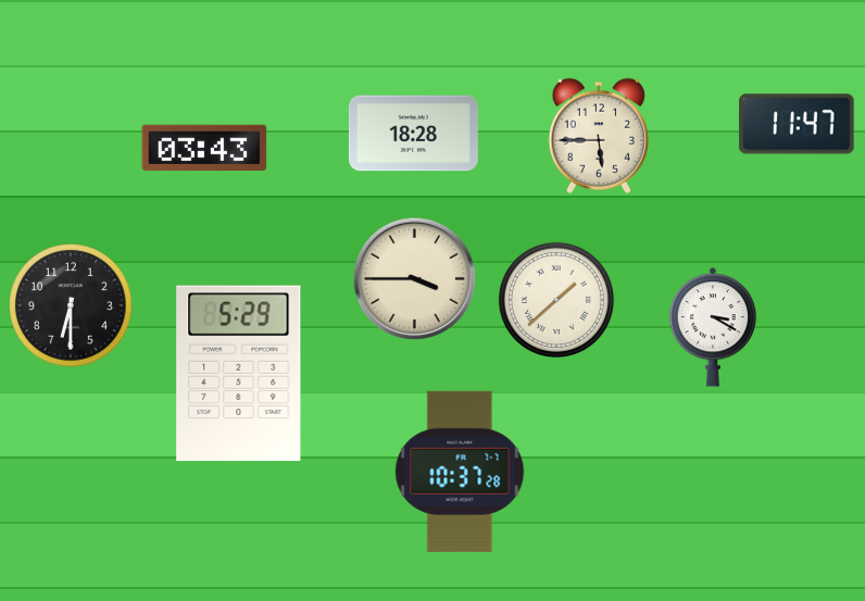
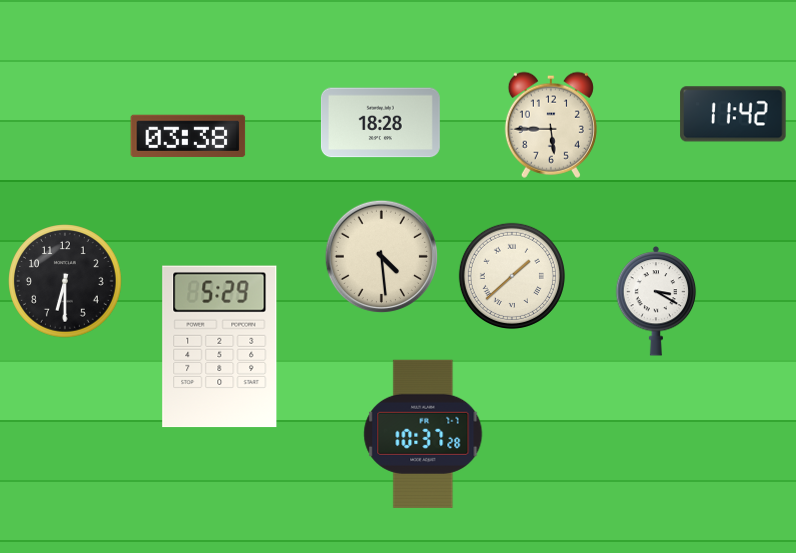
clock at (797, 124): 11:47 -> 11:42
clock at (204, 148): 03:43 -> 03:38
clock at (414, 278): 3:45 -> 4:29
clock at (239, 374) position: (239, 374) -> (220, 347)
